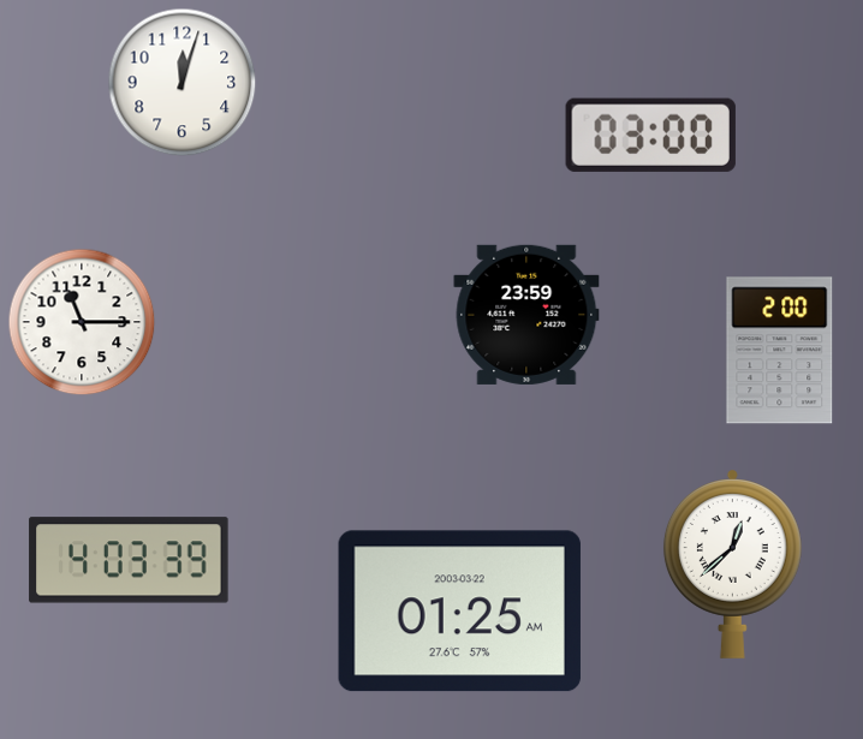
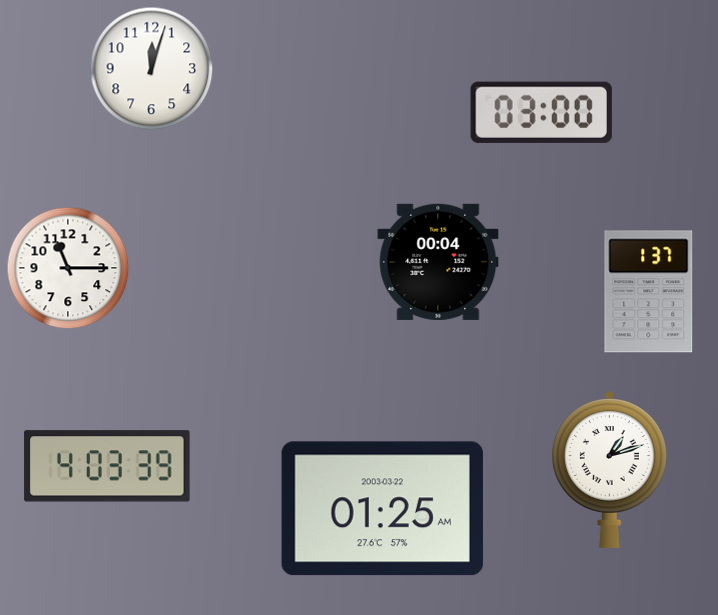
clock at (526, 315): 23:59 -> 00:04
clock at (780, 351): 2:00 -> 1:37
clock at (732, 564): 12:38 -> 1:12
